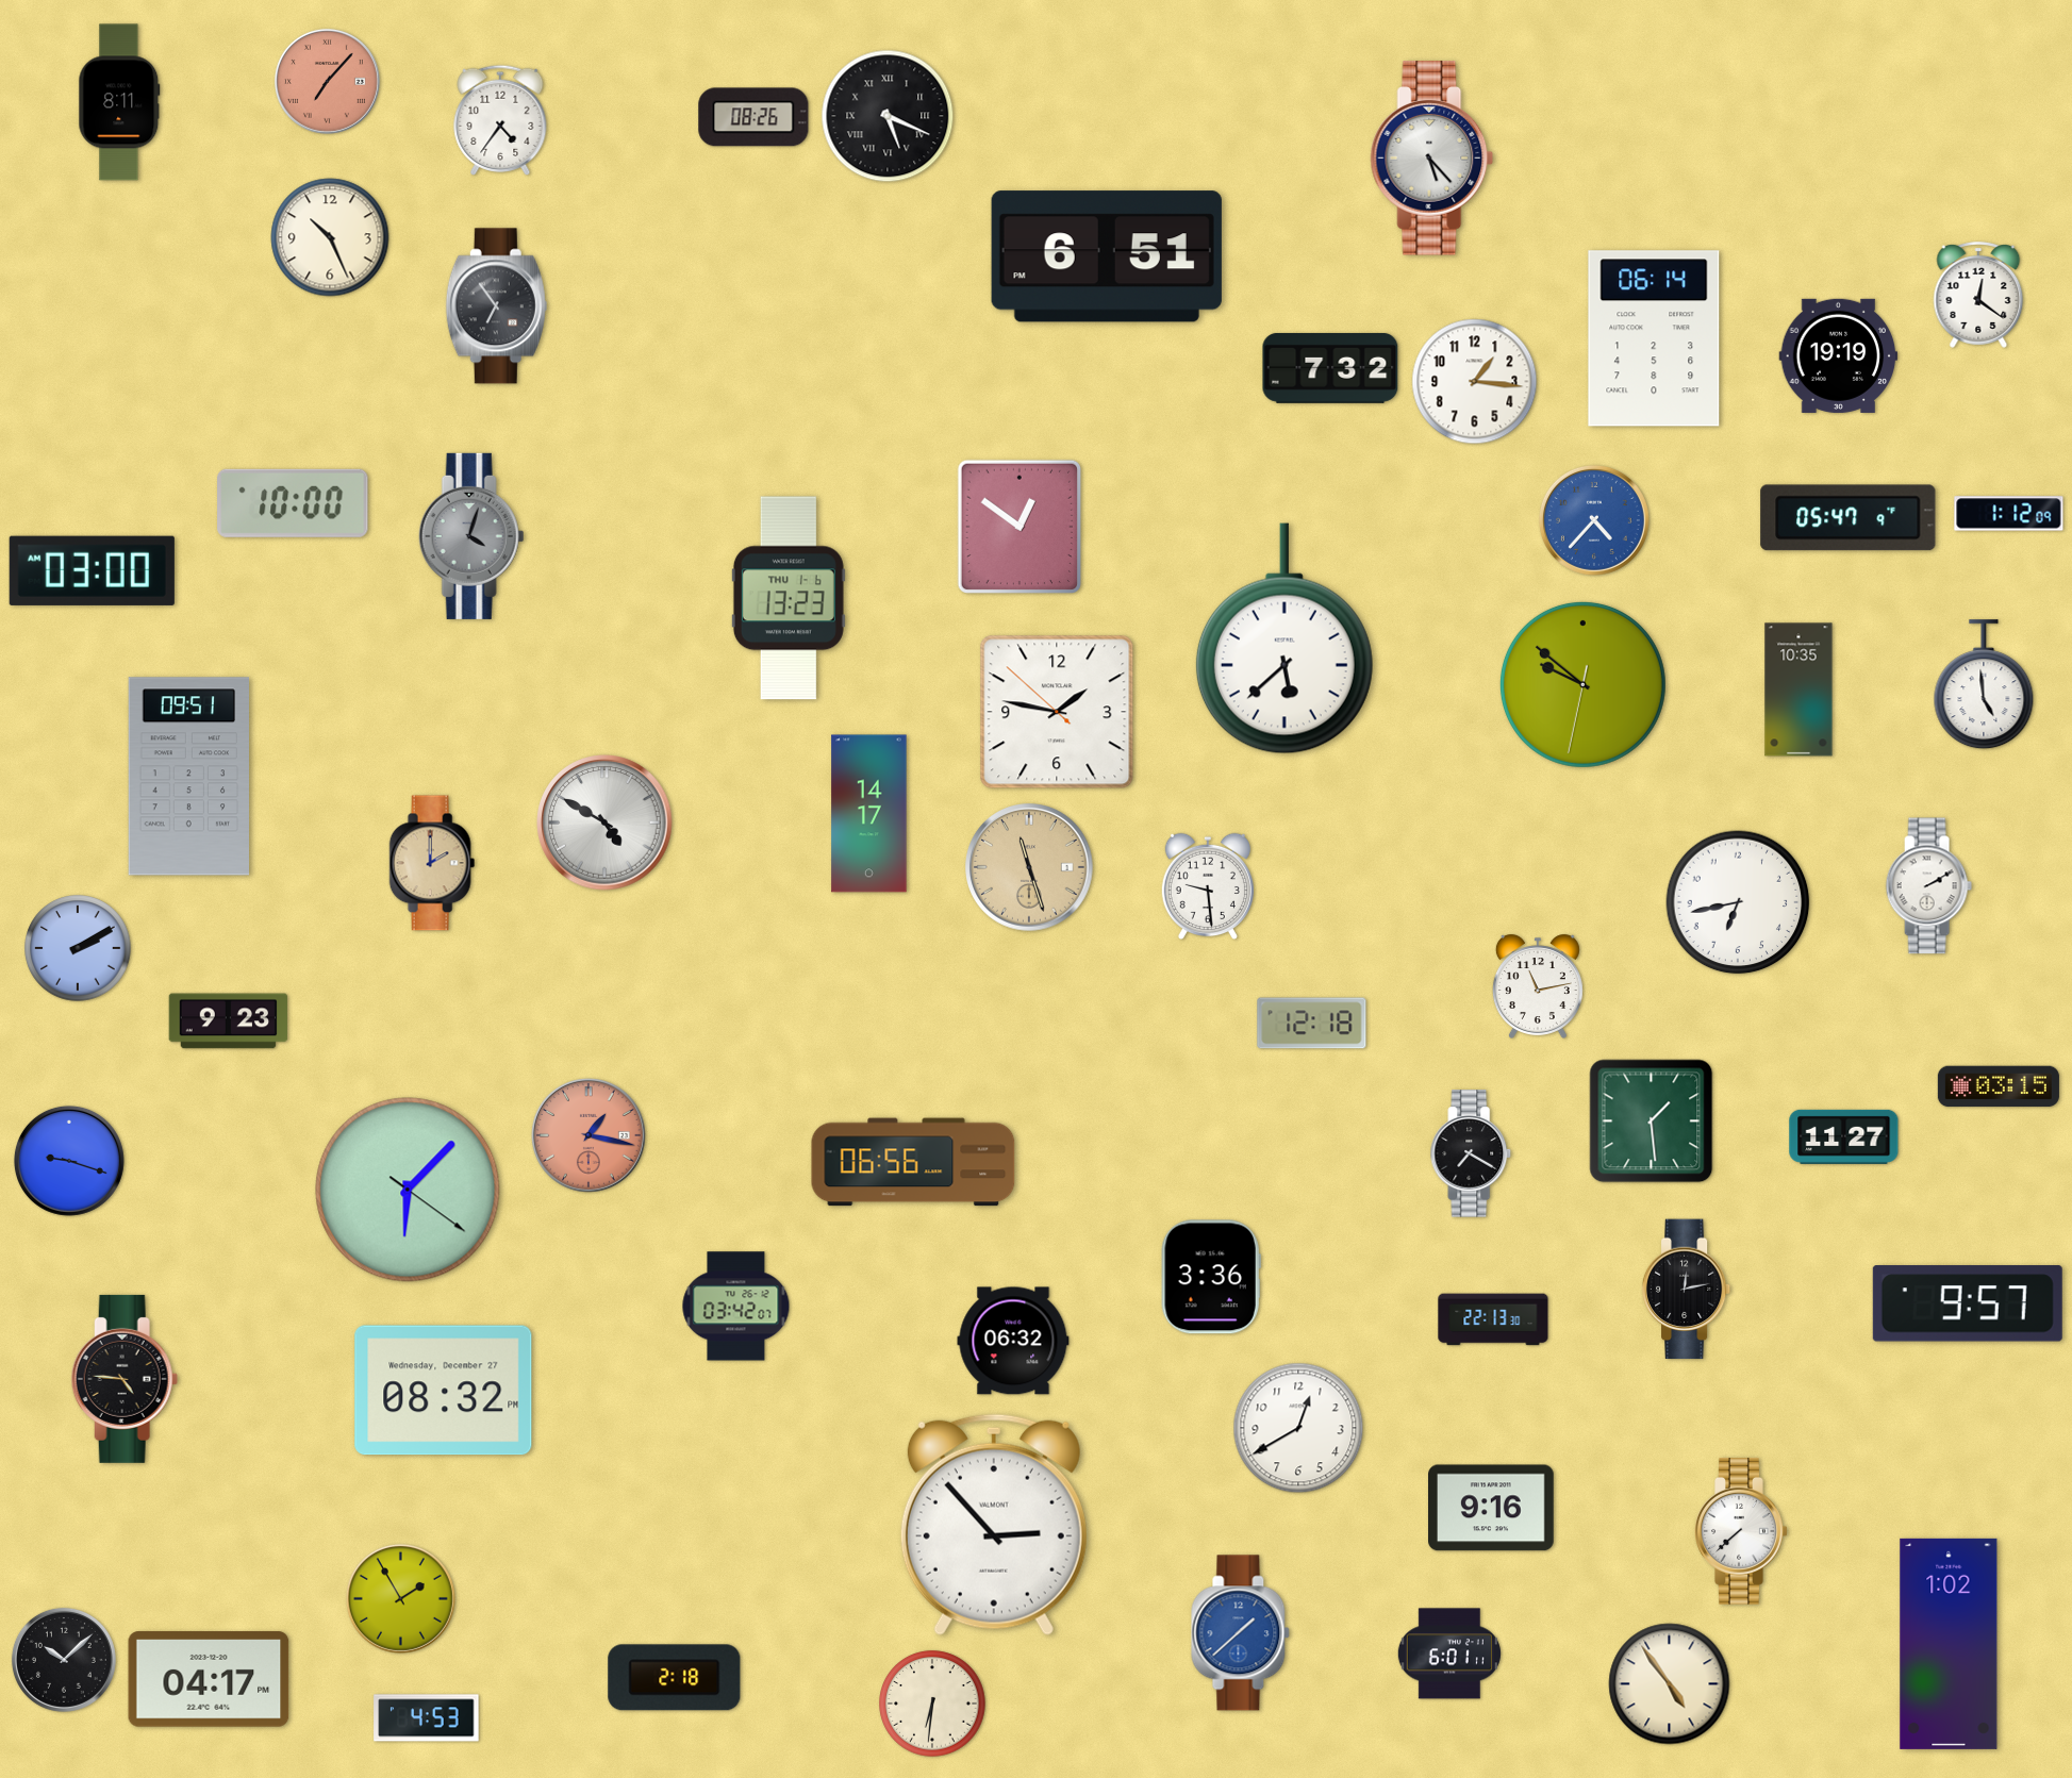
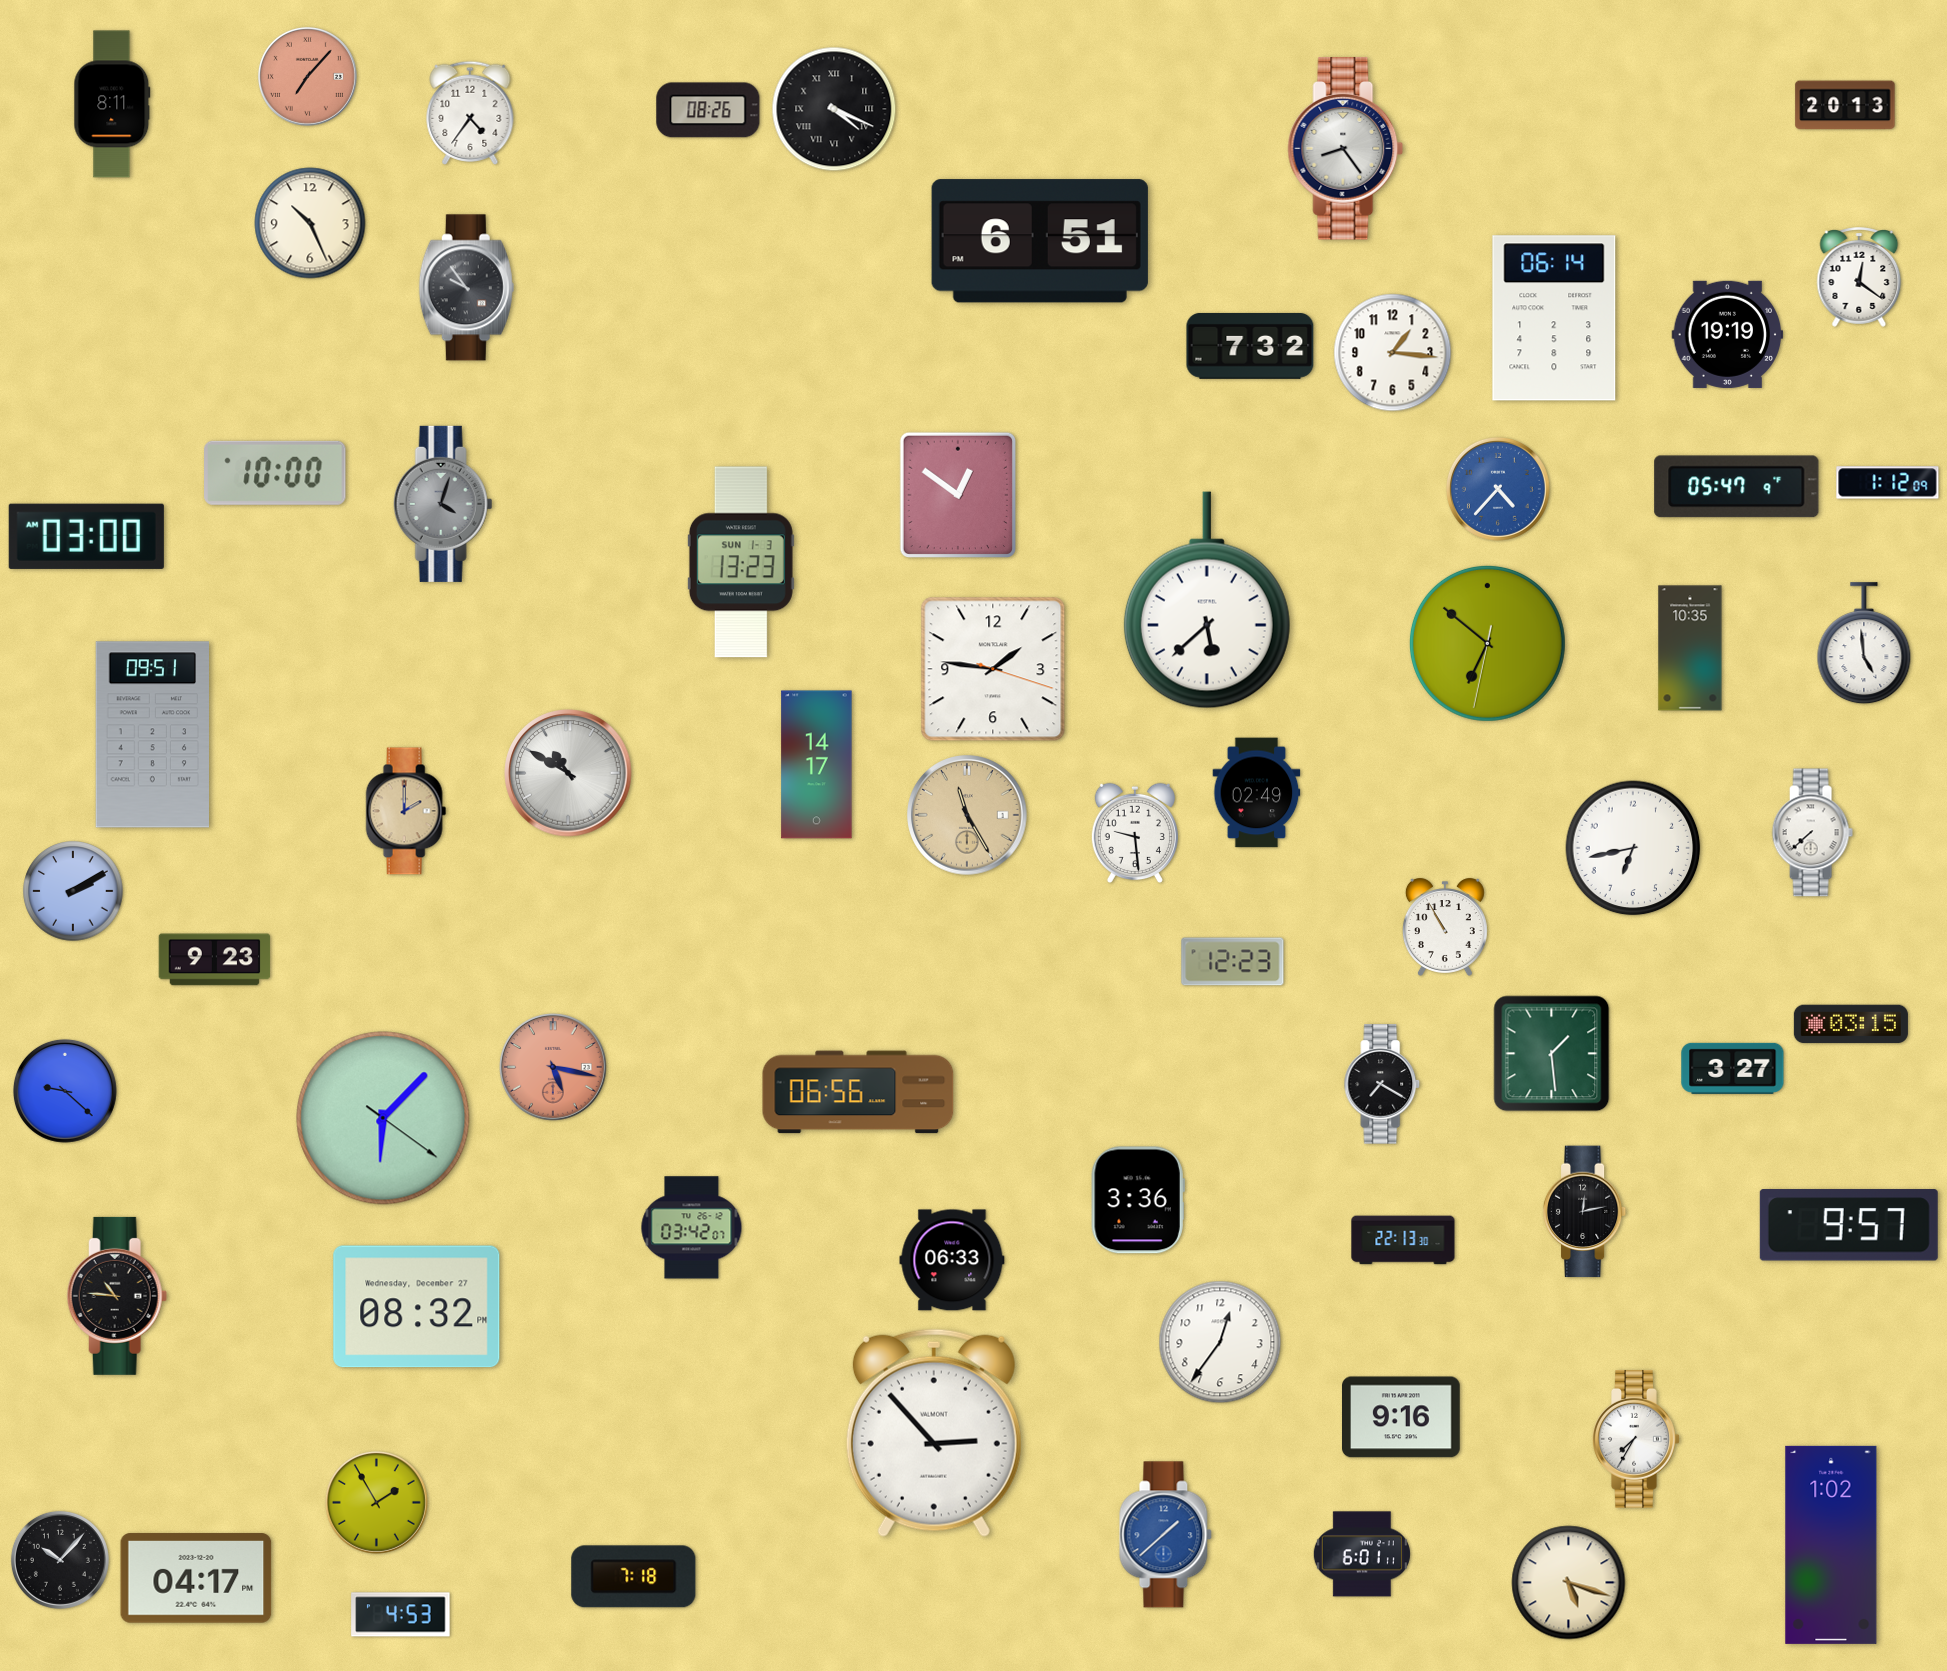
clock at (119, 102) position: (119, 102) -> (112, 104)
clock at (1845, 105): none -> 20:13
clock at (888, 116): 5:19 -> 4:19
clock at (1432, 159): 5:23 -> 8:24
clock at (496, 306): 6:54 -> 9:54
clock at (1475, 382) position: (1475, 382) -> (1393, 353)
clock at (789, 598) date: THU 1-6 -> SUN 1-3
clock at (1582, 684): 9:51 -> 6:51
clock at (1057, 712): 1:46:52 -> 1:46:18
clock at (189, 777) position: (189, 777) -> (153, 735)
clock at (604, 822): 4:50 -> 10:50
clock at (1257, 793): none -> 02:49
clock at (1029, 867): 11:27 -> 11:25
clock at (1928, 886): 2:10 -> 7:38
clock at (1538, 986): 11:13 -> 10:55
clock at (1312, 1024): 12:18 -> 12:23
clock at (1999, 1086) position: (1999, 1086) -> (1851, 1024)
clock at (589, 1135): 1:17 -> 5:17
clock at (1844, 1136): 11:27 -> 3:27
clock at (69, 1161): 9:18 -> 9:22
clock at (1013, 1341): 06:32 -> 06:33
clock at (125, 1379): 4:46 -> 10:46
clock at (1298, 1428): 12:40 -> 12:36
clock at (1741, 1531): 7:38 -> 7:35
clock at (64, 1660): 10:08 -> 10:07
clock at (675, 1678): 2:18 -> 7:18
clock at (1670, 1684): 4:54 -> 5:18
clock at (932, 1704): 6:31 -> none
